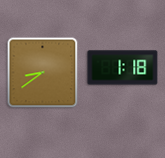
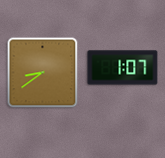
clock at (123, 68): 1:18 -> 1:07
